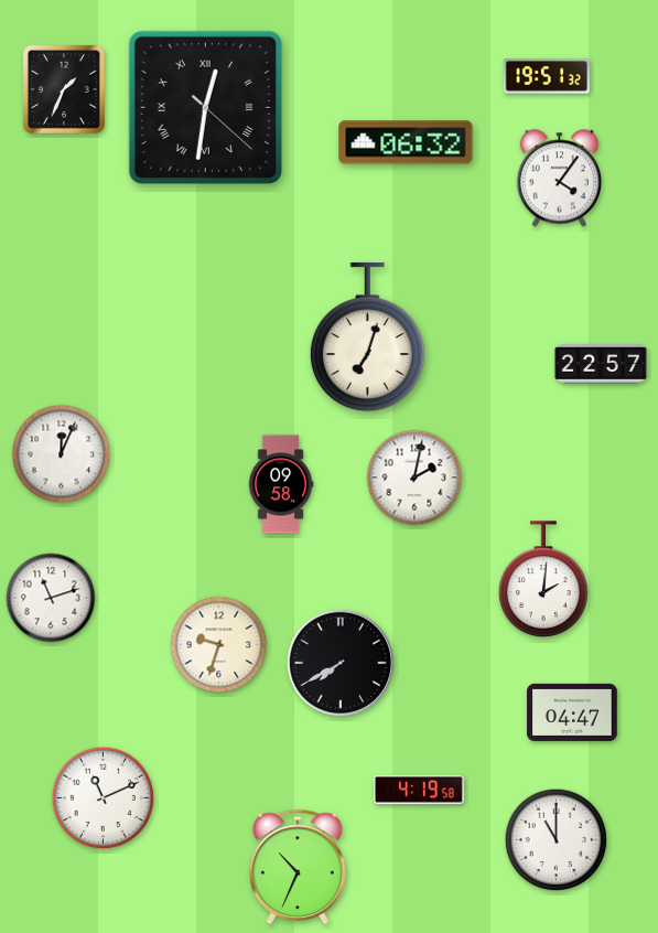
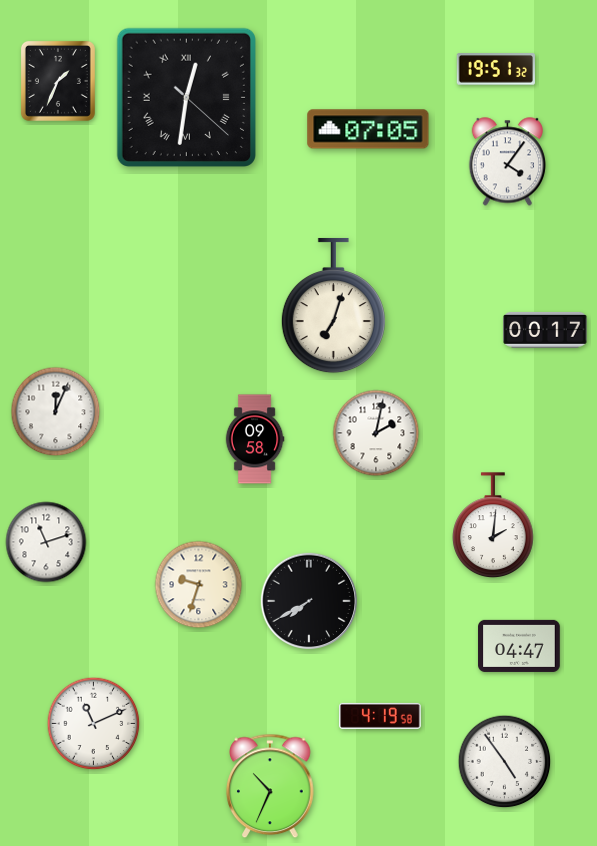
clock at (406, 142): 06:32 -> 07:05
clock at (601, 364): 22:57 -> 00:17
clock at (557, 840): 11:00 -> 4:54
